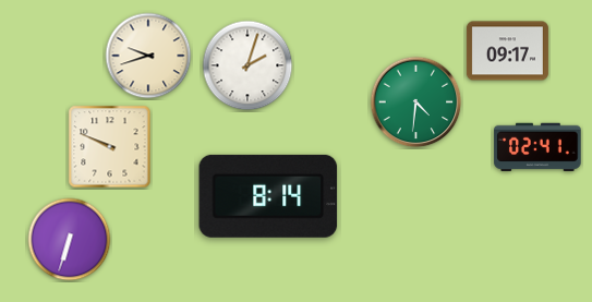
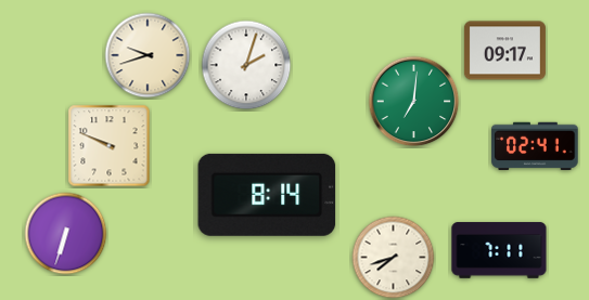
clock at (416, 102): 4:31 -> 7:01
clock at (70, 240) position: (70, 240) -> (66, 234)
clock at (499, 250): none -> 7:11
clock at (394, 258): none -> 7:42
